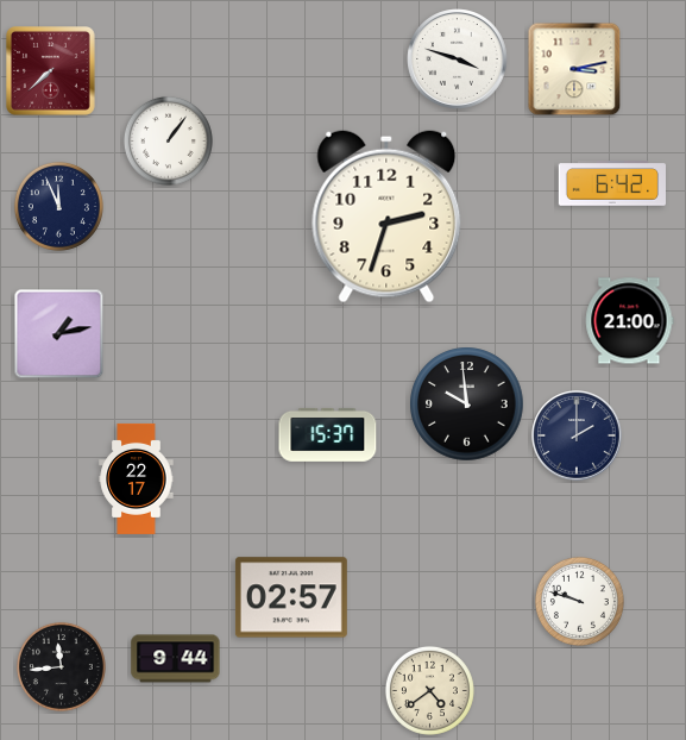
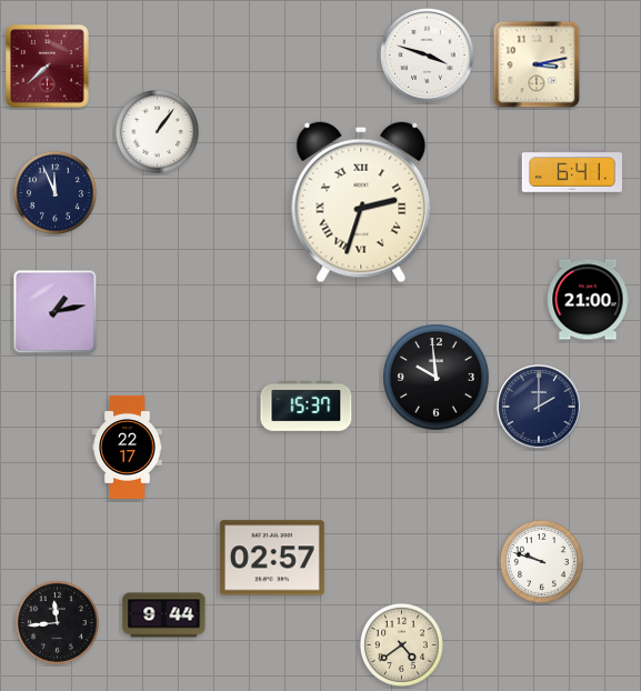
clock at (611, 183): 6:42 -> 6:41
clock at (386, 217) numerals: Arabic -> Roman
